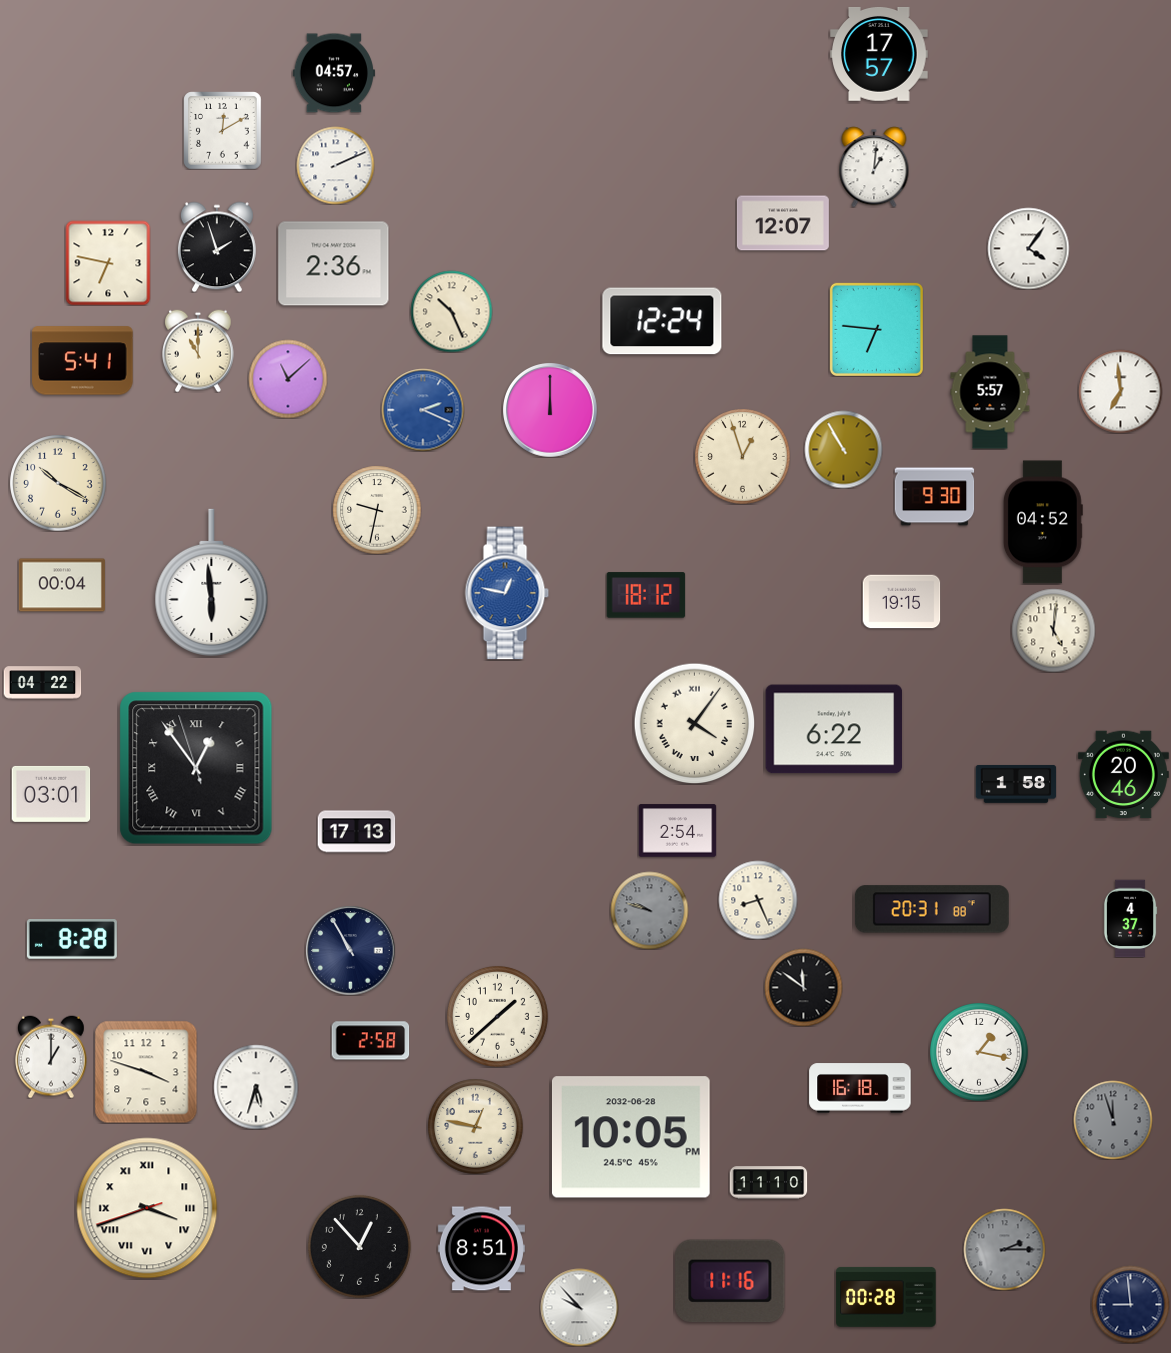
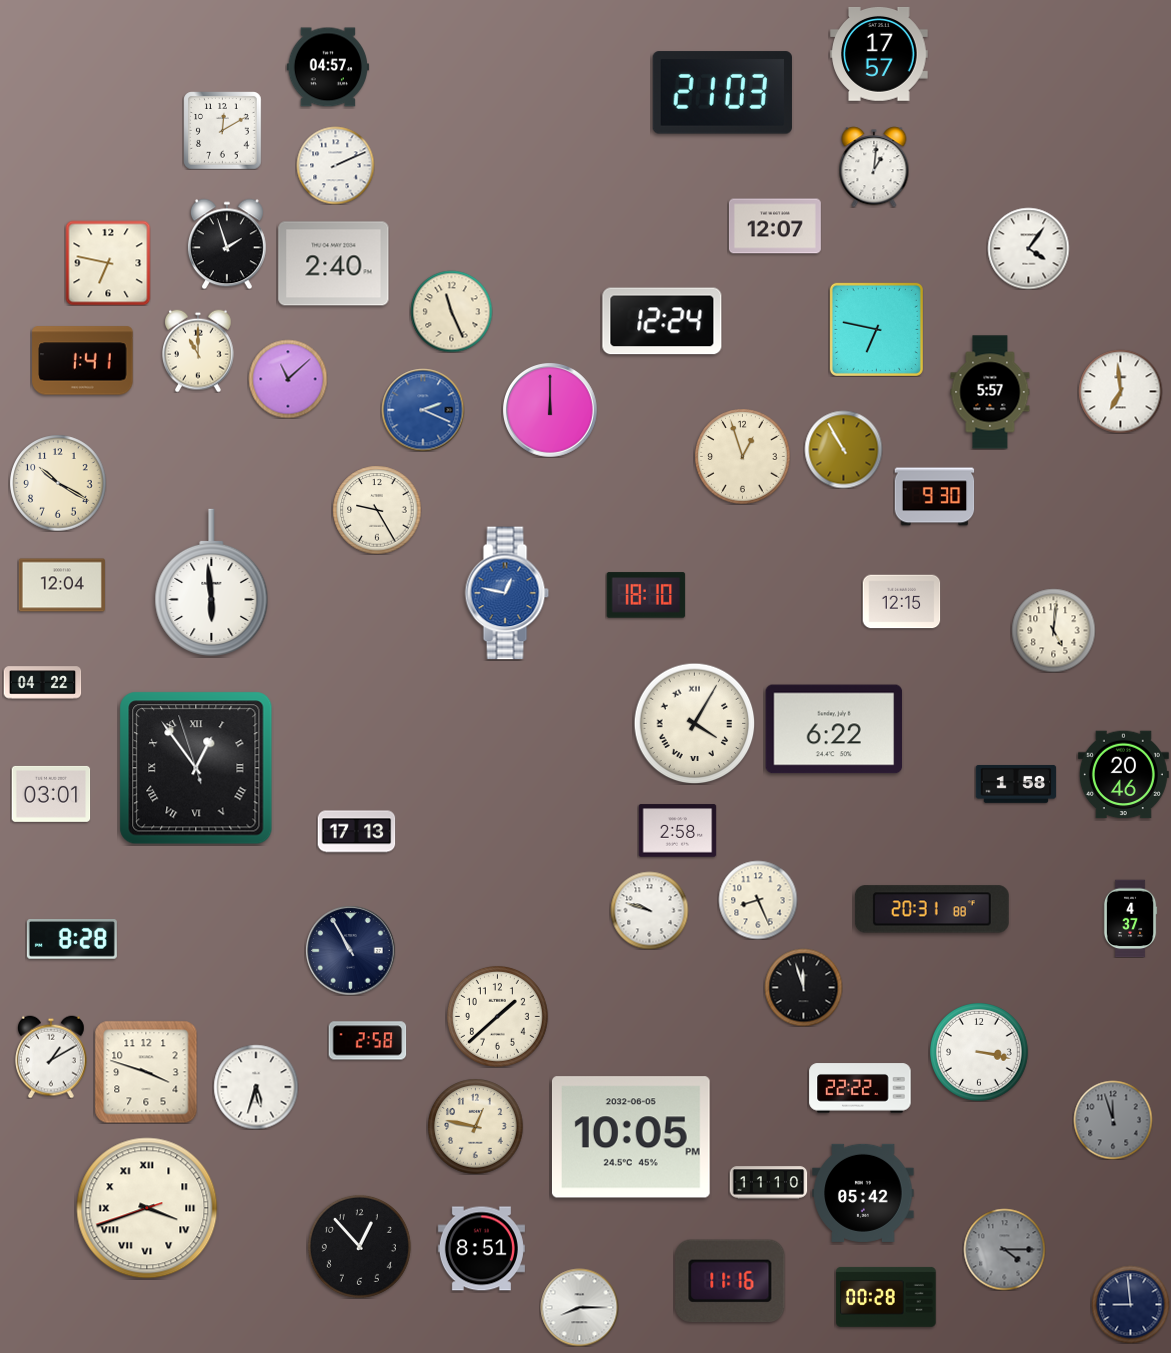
clock at (333, 73) position: (333, 73) -> (327, 67)
clock at (722, 93): none -> 21:03
clock at (783, 223) position: (783, 223) -> (775, 226)
clock at (217, 247) position: (217, 247) -> (227, 244)
clock at (334, 264): 2:36 -> 2:40
clock at (451, 311): 10:26 -> 11:26
clock at (876, 329): 6:46 -> 6:47
clock at (83, 361): 5:41 -> 1:41
clock at (377, 510): 9:32 -> 9:25
clock at (1043, 522): 04:52 -> none
clock at (62, 585): 00:04 -> 12:04
clock at (646, 595): 18:12 -> 18:10
clock at (901, 602): 19:15 -> 12:15
clock at (694, 723): 4:06 -> 4:05
clock at (677, 831): 2:54 -> 2:58
clock at (649, 910) dial: grey -> white
clock at (803, 987): 11:51 -> 11:57
clock at (370, 1041) position: (370, 1041) -> (367, 1041)
clock at (980, 1053): 1:17 -> 3:17
clock at (52, 1057): 1:00 -> 1:10
clock at (860, 1088): 16:18 -> 22:22
clock at (631, 1137) date: 2032-06-28 -> 2032-06-05
clock at (863, 1193): none -> 05:42
clock at (1004, 1249): 2:15 -> 4:15
clock at (579, 1307): 9:53 -> 8:15
